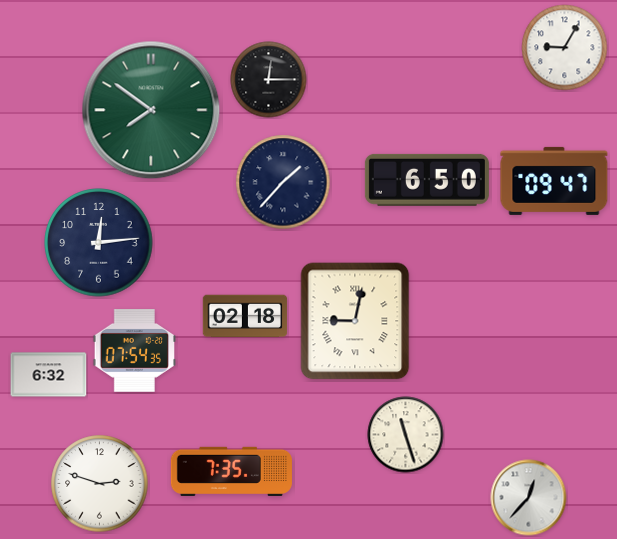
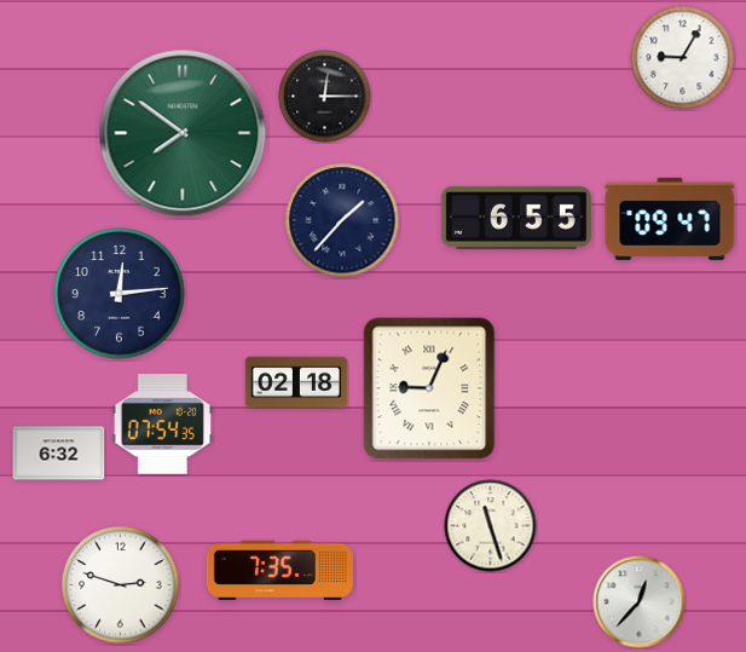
clock at (427, 180): 6:50 -> 6:55
clock at (355, 321): 9:02 -> 9:04
